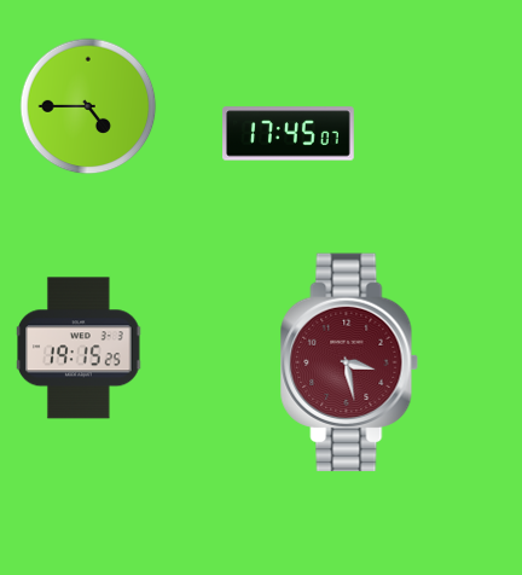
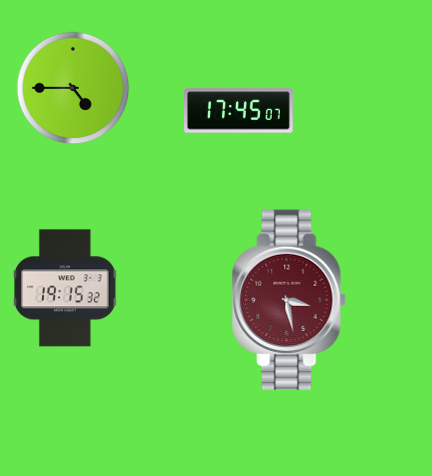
clock at (79, 348): 19:15:25 -> 19:15:32
